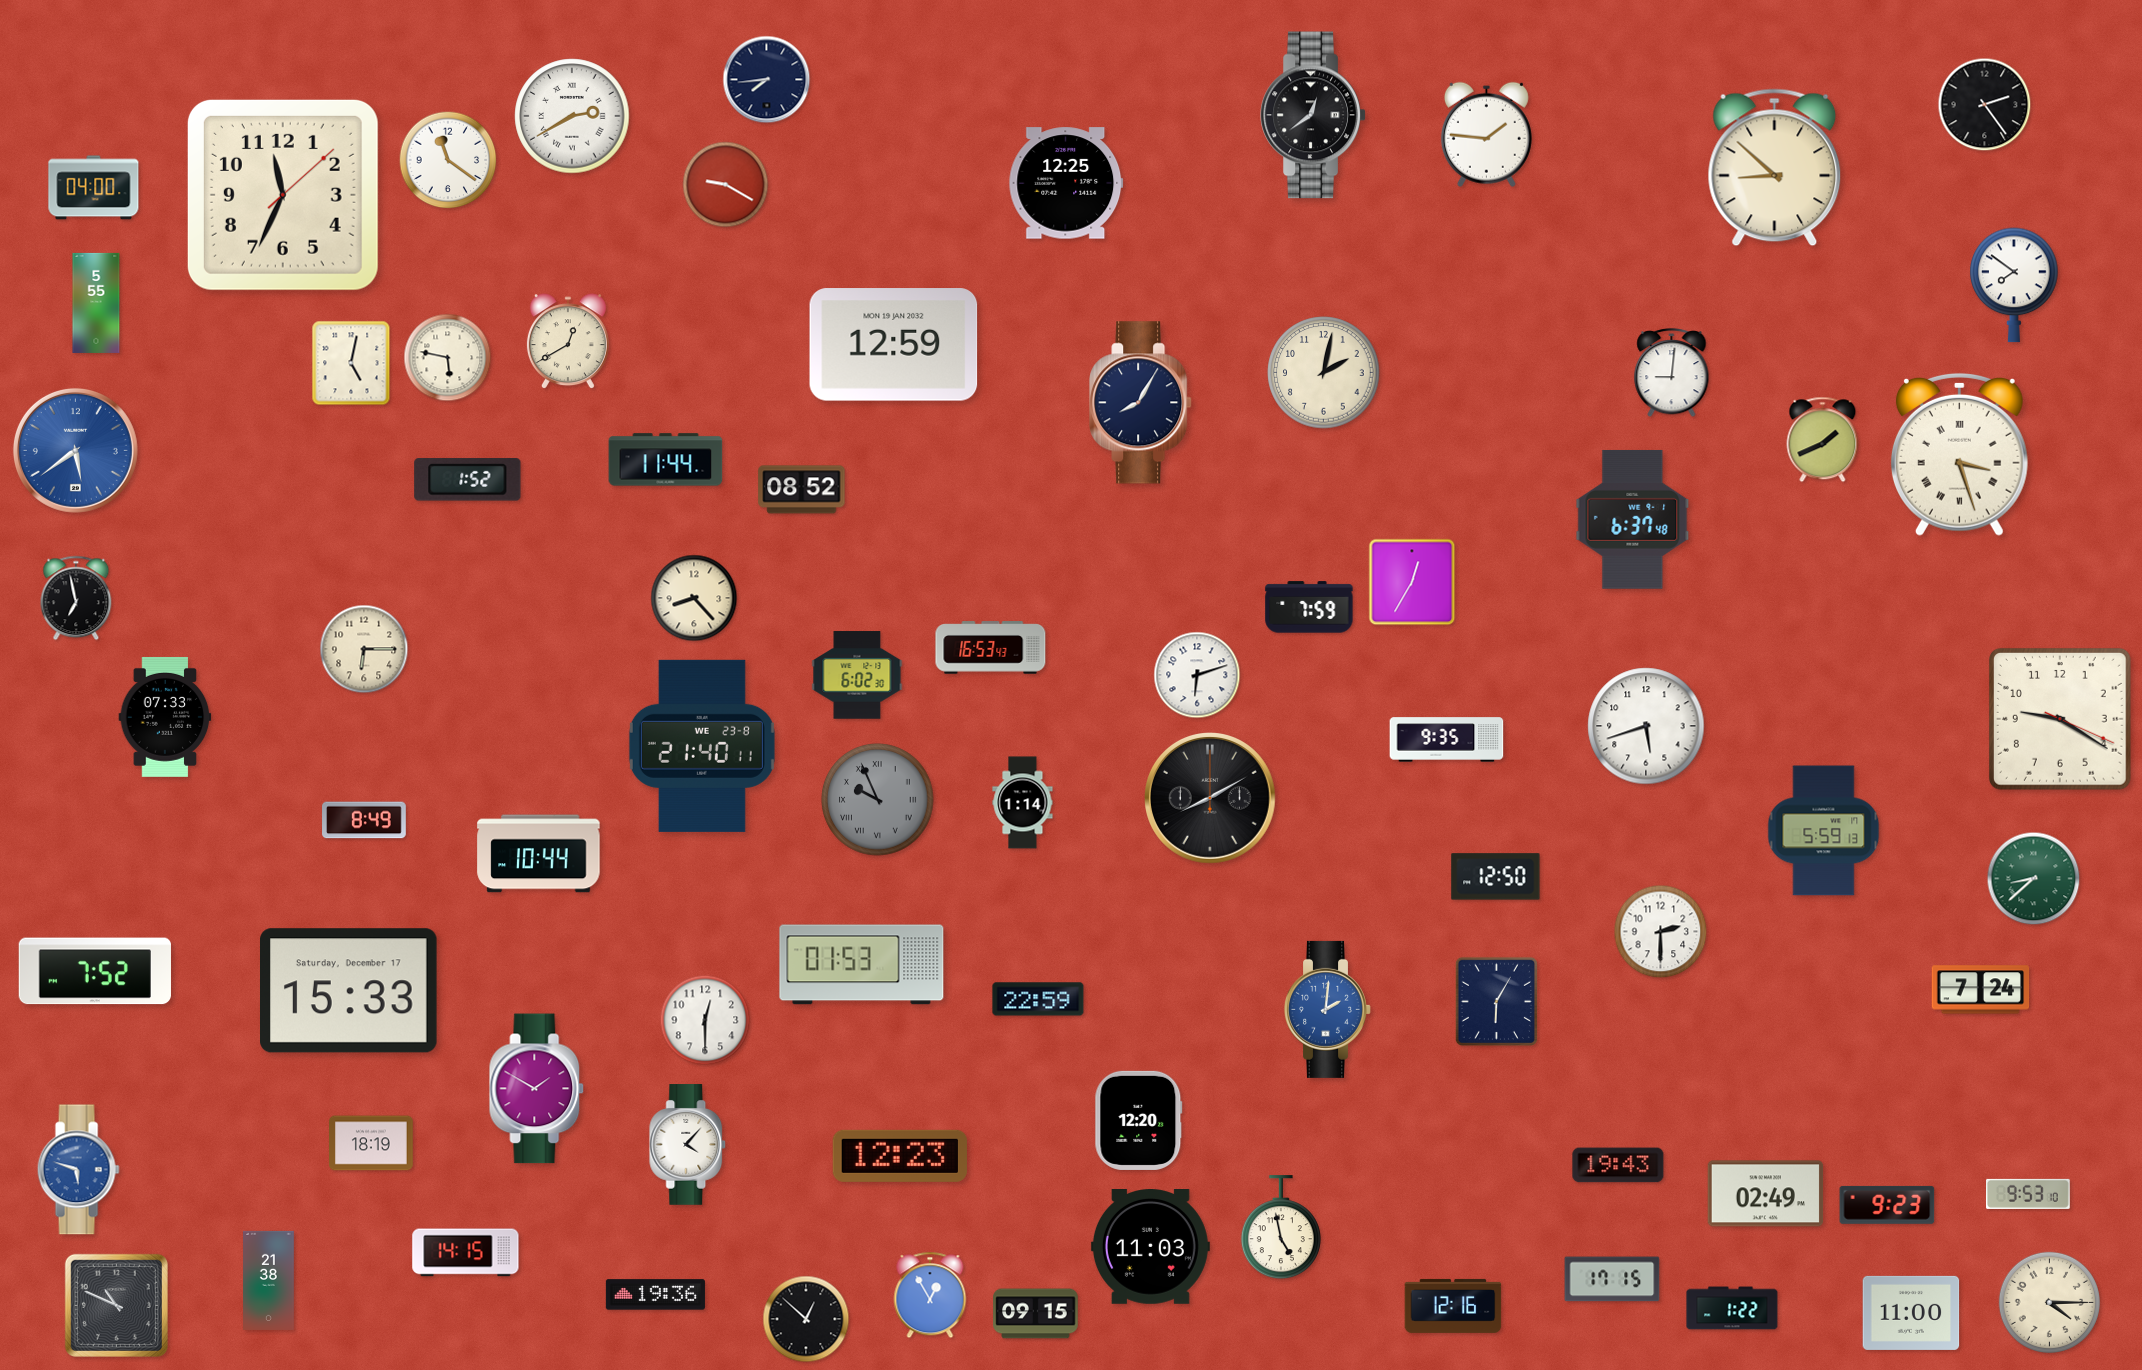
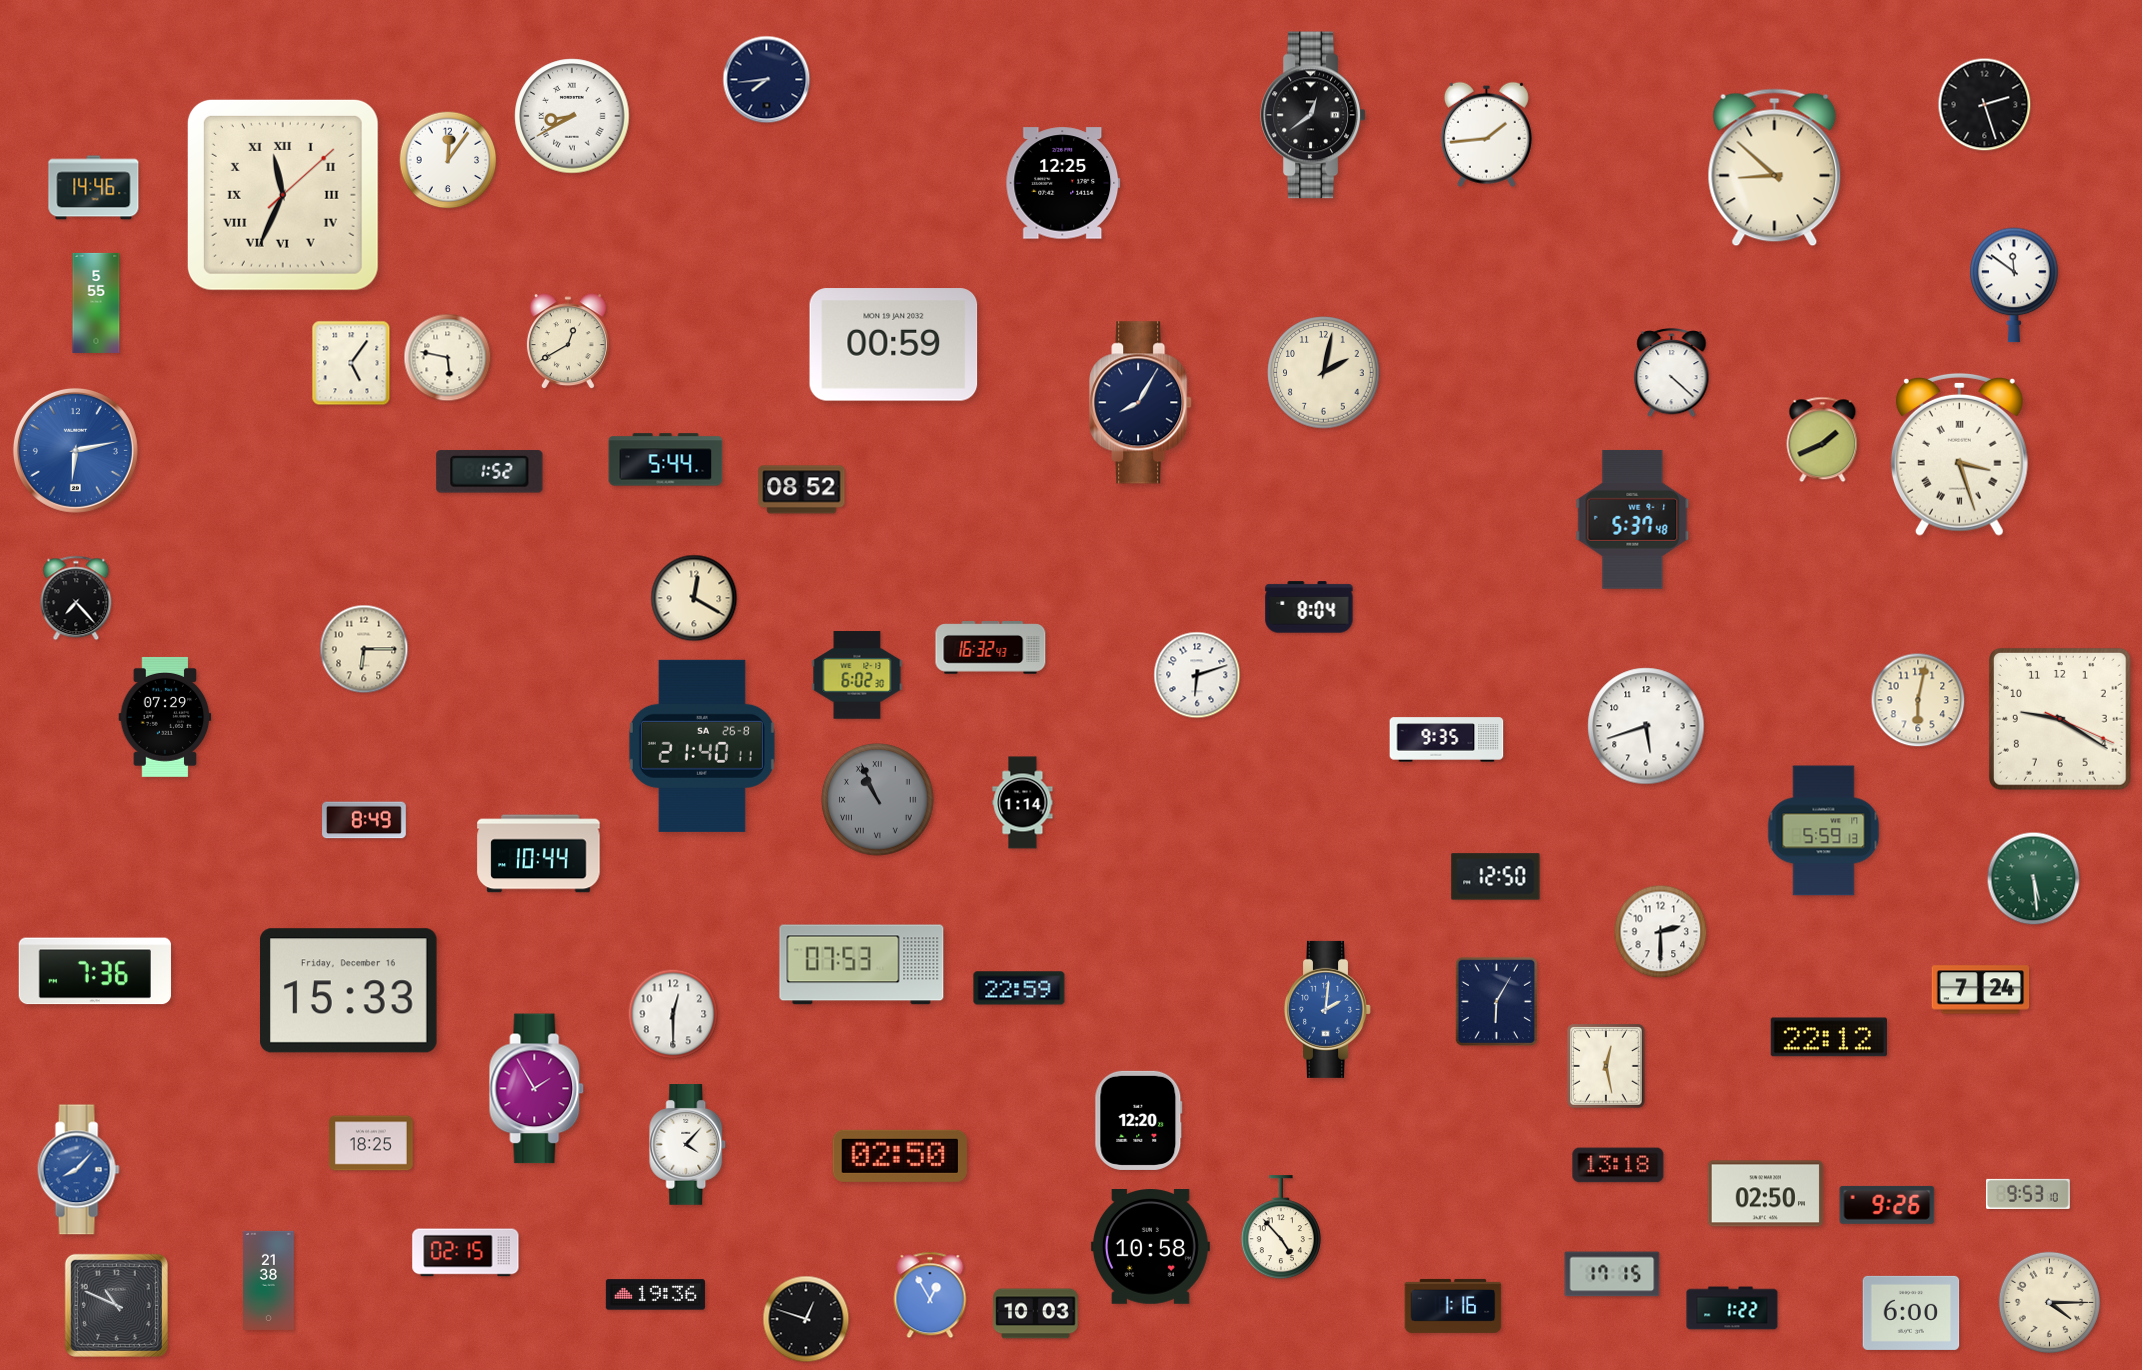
clock at (1985, 105): 2:24 -> 2:27
clock at (572, 116): 2:40 -> 8:40
clock at (1486, 134): 1:46 -> 1:44
clock at (448, 160): 11:21 -> 12:06
clock at (1066, 183) position: (1066, 183) -> (1063, 183)
clock at (726, 185): 9:20 -> none
clock at (94, 188): 04:00 -> 14:46
clock at (283, 195) numerals: Arabic -> Roman
clock at (2014, 285): 7:51 -> 11:51
clock at (894, 345): 12:59 -> 00:59
clock at (351, 363): 5:02 -> 5:06
clock at (1672, 373): 9:01 -> 4:22
clock at (75, 450): 5:39 -> 6:13
clock at (666, 460): 11:44 -> 5:44
clock at (468, 480) position: (468, 480) -> (490, 472)
clock at (1633, 519): 6:37 -> 5:37
clock at (1412, 582): 12:35 -> none
clock at (76, 598): 6:58 -> 7:23
clock at (694, 598): 8:23 -> 12:20
clock at (1309, 607): 7:59 -> 8:04
clock at (991, 648): 16:53 -> 16:32
clock at (1918, 700): none -> 6:02
clock at (165, 717): 07:33 -> 07:29
clock at (702, 746) date: WE 23-8 -> SA 26-8
clock at (1211, 799): 8:10 -> none
clock at (878, 800): 9:56 -> 10:56
clock at (2034, 879): 8:38 -> 5:29
clock at (862, 965): 01:53 -> 07:53
clock at (95, 971): 7:52 -> 7:36
clock at (349, 991) date: Saturday, December 17 -> Friday, December 16
clock at (1038, 999) position: (1038, 999) -> (1019, 988)
clock at (705, 1020) position: (705, 1020) -> (673, 1014)
clock at (1829, 1037): none -> 22:12
clock at (1606, 1066): none -> 12:28
clock at (537, 1089): 1:50 -> 1:55
clock at (372, 1143): 18:19 -> 18:25
clock at (900, 1156): 12:23 -> 02:50
clock at (1618, 1165): 19:43 -> 13:18
clock at (78, 1170): 5:48 -> 8:07
clock at (1766, 1194): 02:49 -> 02:50
clock at (1887, 1205): 9:23 -> 9:26
clock at (1281, 1228): 4:58 -> 4:53
clock at (1150, 1247): 11:03 -> 10:58
clock at (466, 1253): 14:15 -> 02:15
clock at (1612, 1279) position: (1612, 1279) -> (1612, 1274)
clock at (1453, 1306): 12:16 -> 1:16
clock at (1911, 1313): 11:00 -> 6:00
clock at (1036, 1314): 09:15 -> 10:03
clock at (806, 1319): 12:52 -> 12:48
